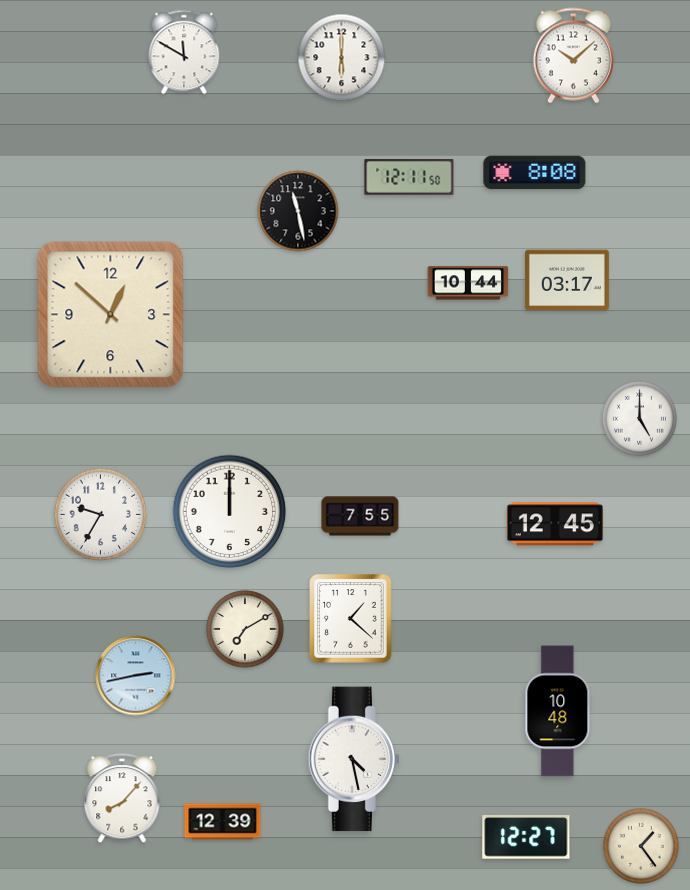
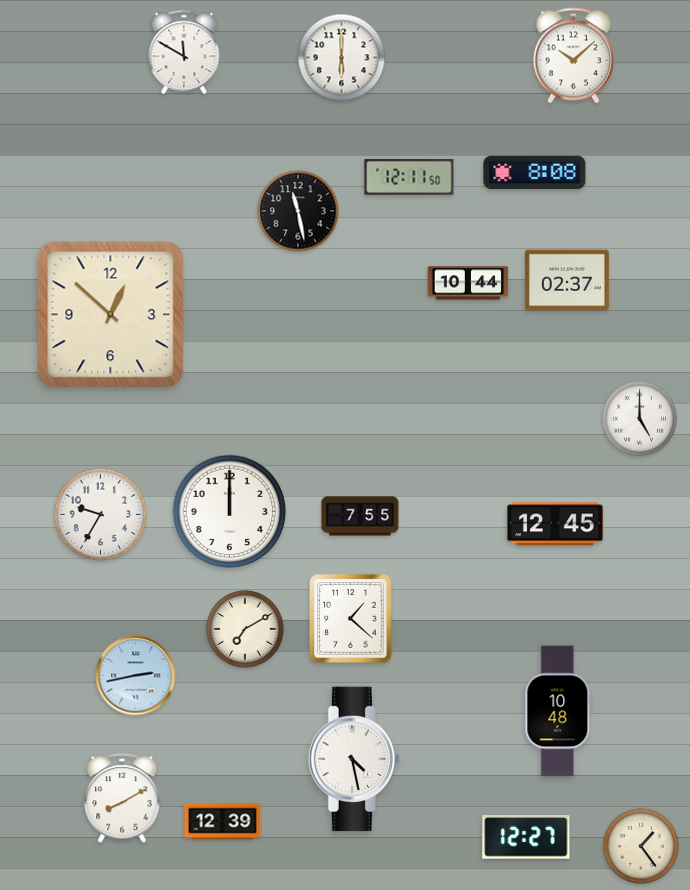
clock at (567, 280): 03:17 -> 02:37
clock at (122, 799): 8:07 -> 8:10
